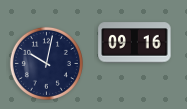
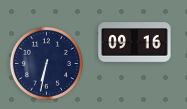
clock at (46, 63): 10:02 -> 6:32
